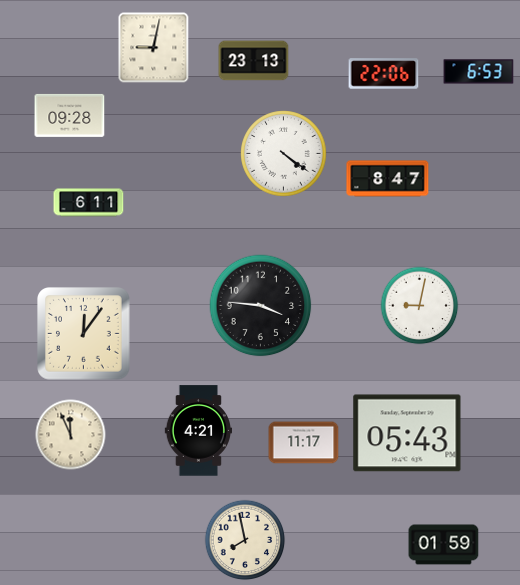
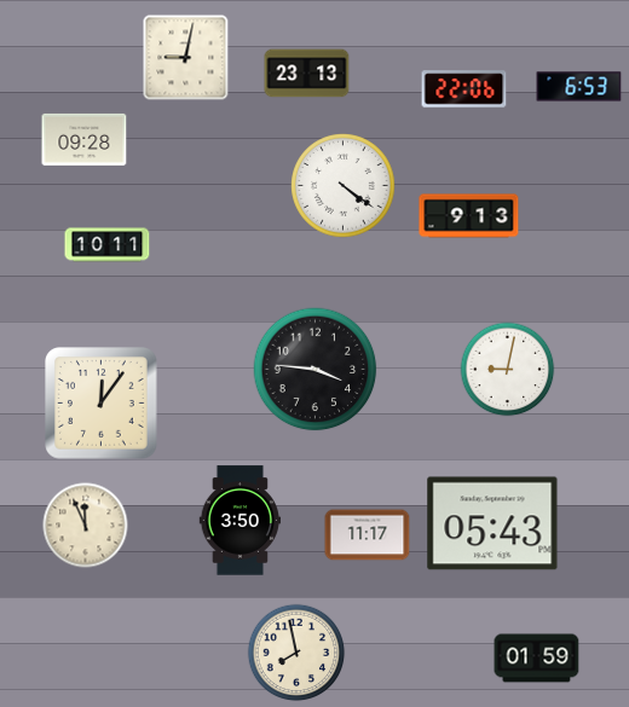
clock at (388, 179): 8:47 -> 9:13
clock at (89, 203): 6:11 -> 10:11
clock at (199, 431): 4:21 -> 3:50
